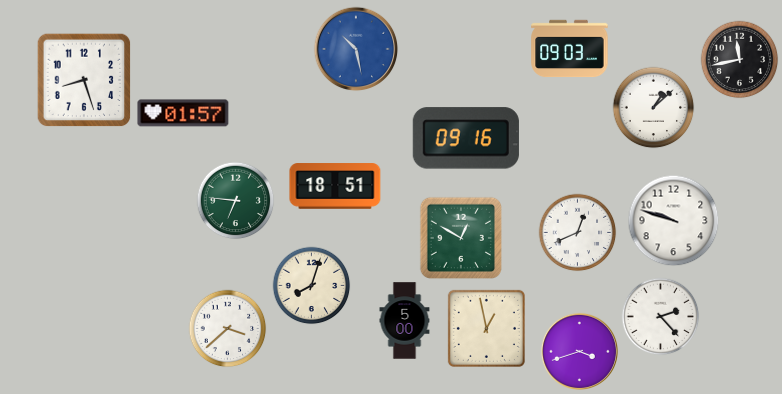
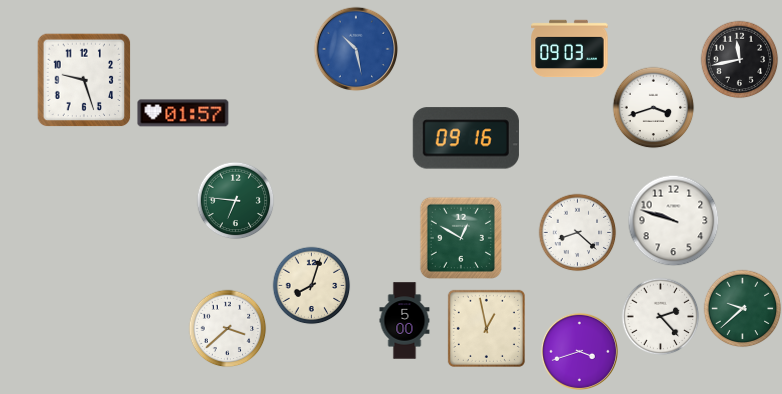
clock at (84, 80): 8:27 -> 9:27
clock at (653, 107): 1:08 -> 3:42
clock at (335, 186): 18:51 -> none
clock at (577, 232): 12:41 -> 8:22
clock at (742, 308): none -> 9:38
